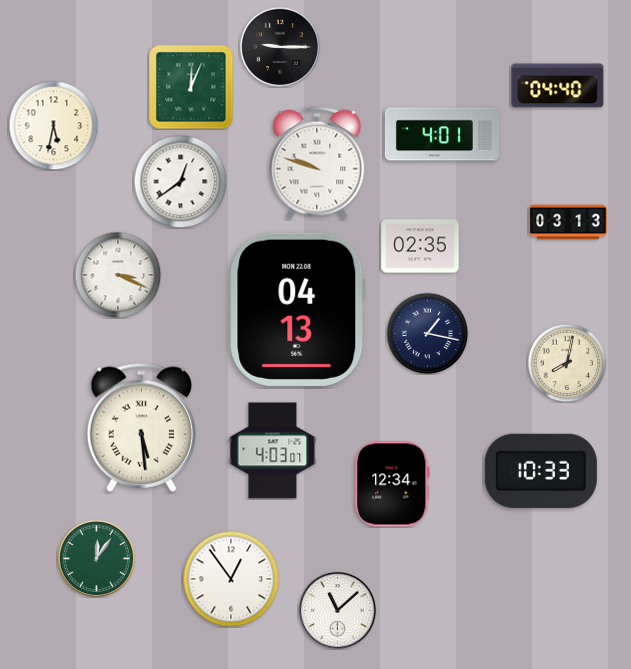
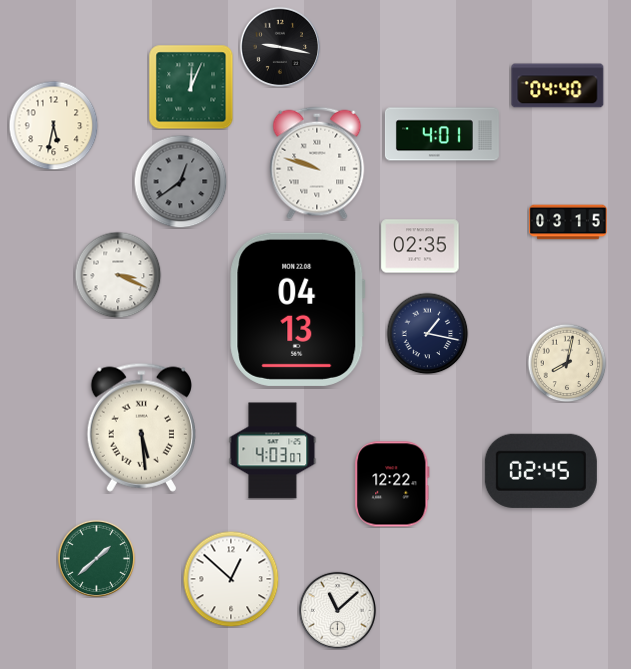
clock at (280, 47): 9:15 -> 9:17
clock at (180, 181) dial: white -> grey
clock at (568, 222): 03:13 -> 03:15
clock at (541, 471): 10:33 -> 02:45
clock at (393, 484): 12:34 -> 12:22
clock at (96, 558): 12:06 -> 1:38
clock at (231, 579): 12:54 -> 12:52
